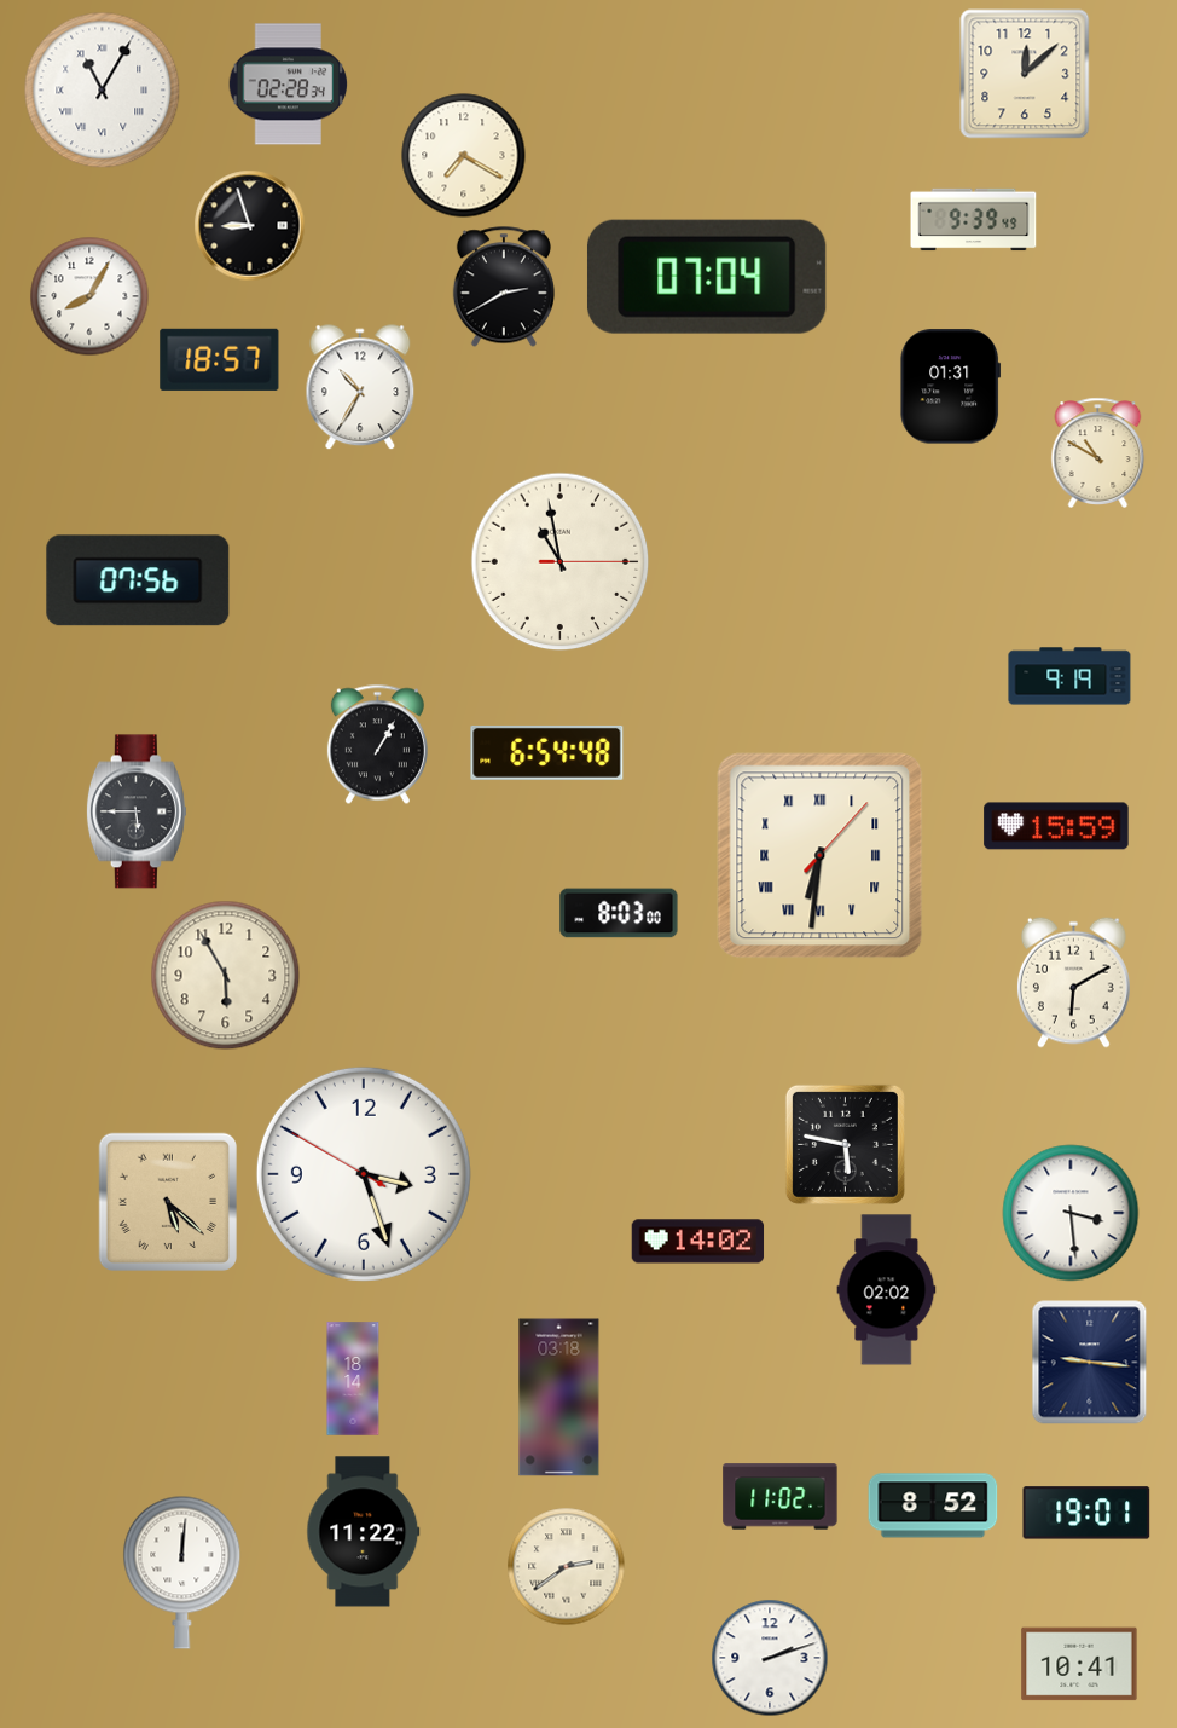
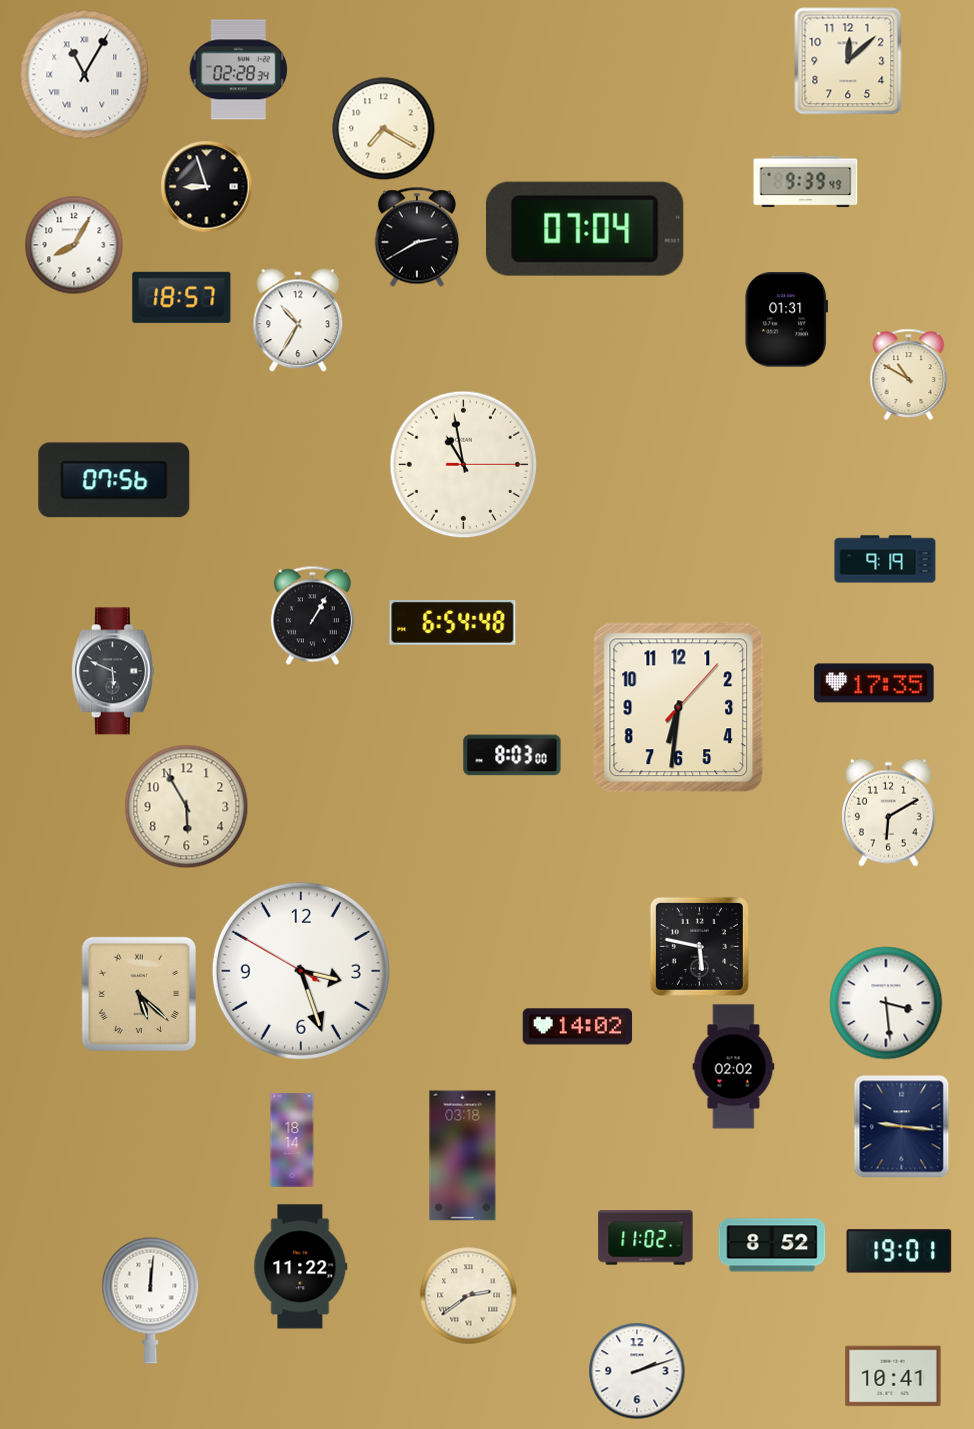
clock at (137, 811): 5:45 -> 5:49
clock at (1056, 826): 15:59 -> 17:35
clock at (821, 856) numerals: Roman -> Arabic
